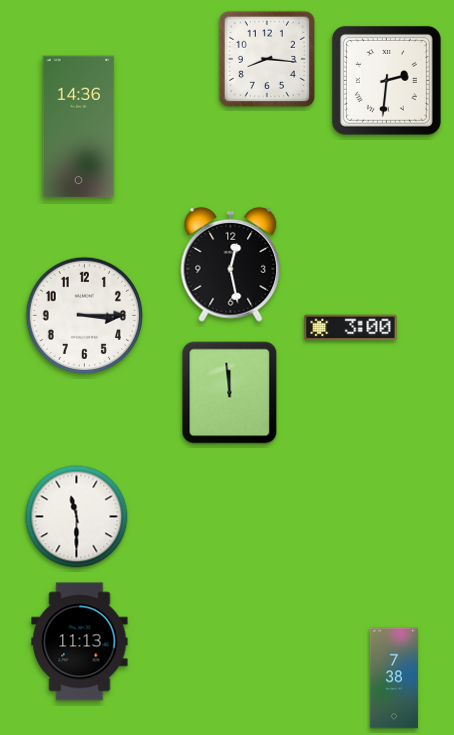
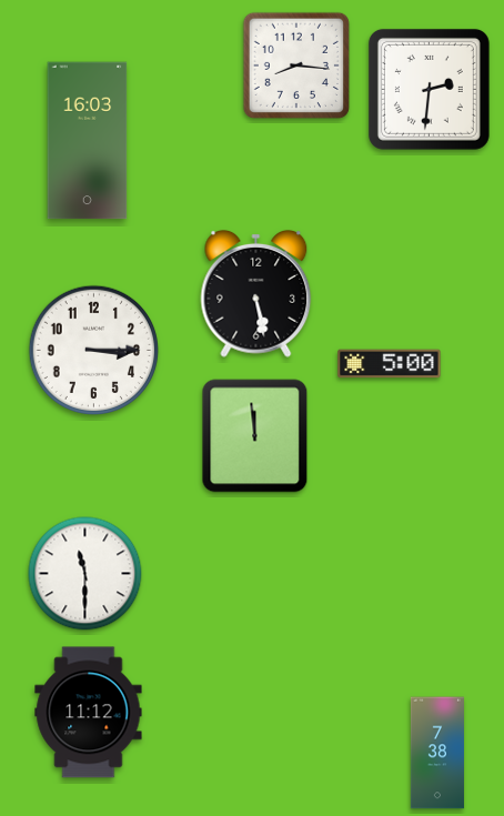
clock at (79, 127): 14:36 -> 16:03
clock at (231, 264): 12:28 -> 5:28
clock at (351, 328): 3:00 -> 5:00
clock at (80, 642): 11:13 -> 11:12
